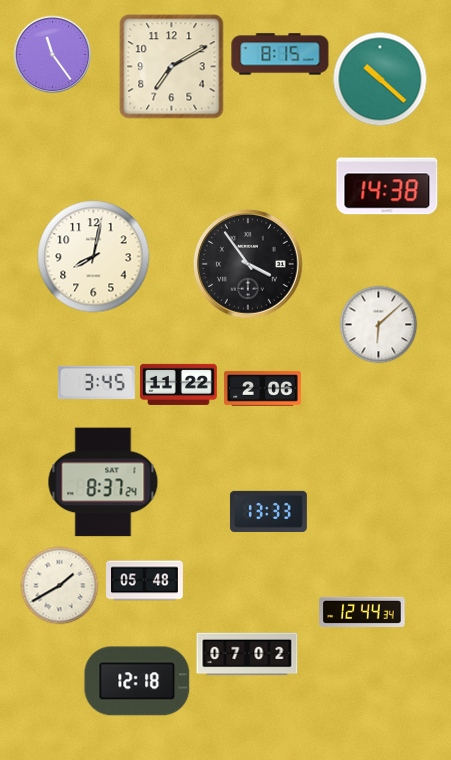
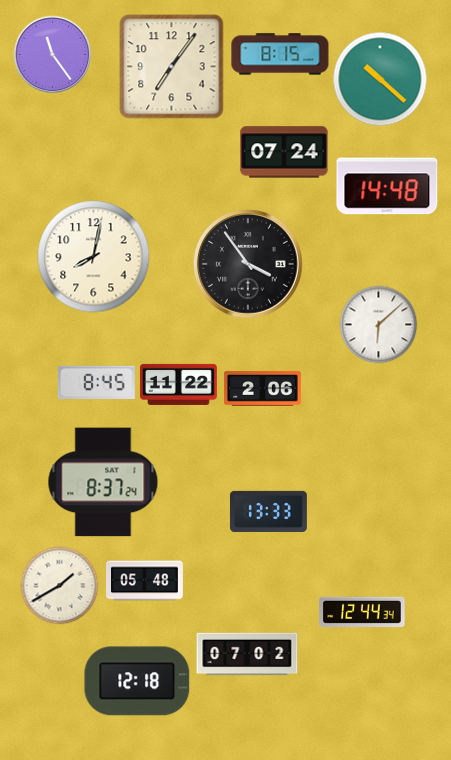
clock at (172, 67): 7:10 -> 7:06
clock at (284, 152): none -> 07:24
clock at (387, 186): 14:38 -> 14:48
clock at (96, 382): 3:45 -> 8:45
